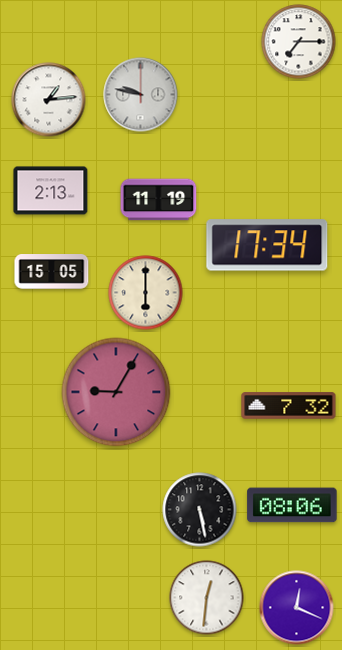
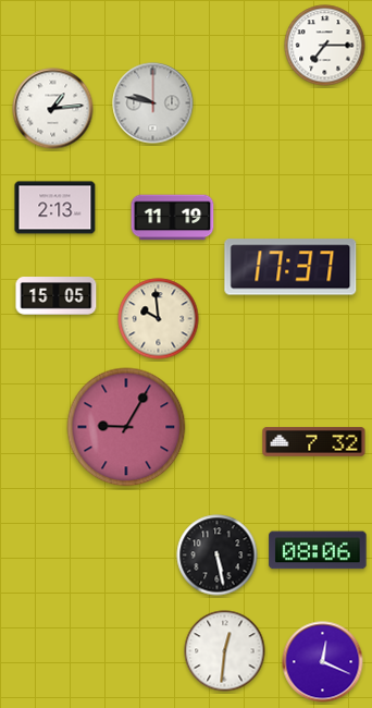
clock at (267, 245): 17:34 -> 17:37
clock at (146, 293): 6:00 -> 9:59
